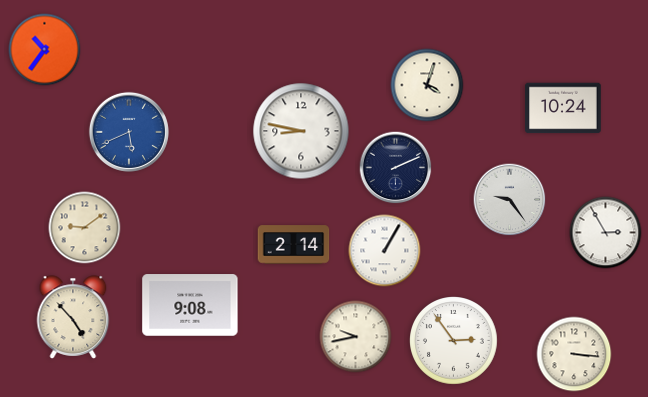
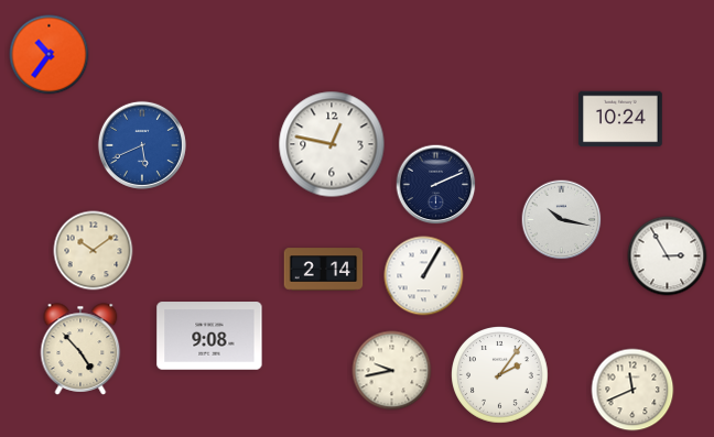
clock at (427, 85): 4:03 -> none
clock at (301, 131): 8:47 -> 12:47
clock at (510, 200): 9:24 -> 10:17
clock at (85, 228): 9:09 -> 10:09
clock at (454, 341): 2:54 -> 2:06
clock at (574, 354): 3:16 -> 11:41
